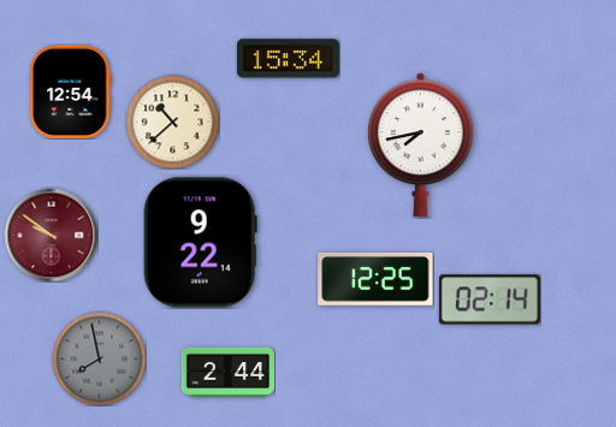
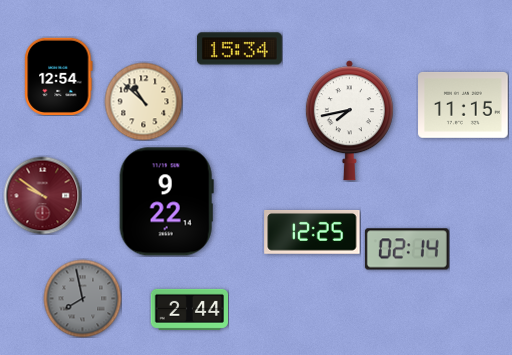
clock at (172, 121): 10:38 -> 10:52
clock at (463, 105): none -> 11:15
